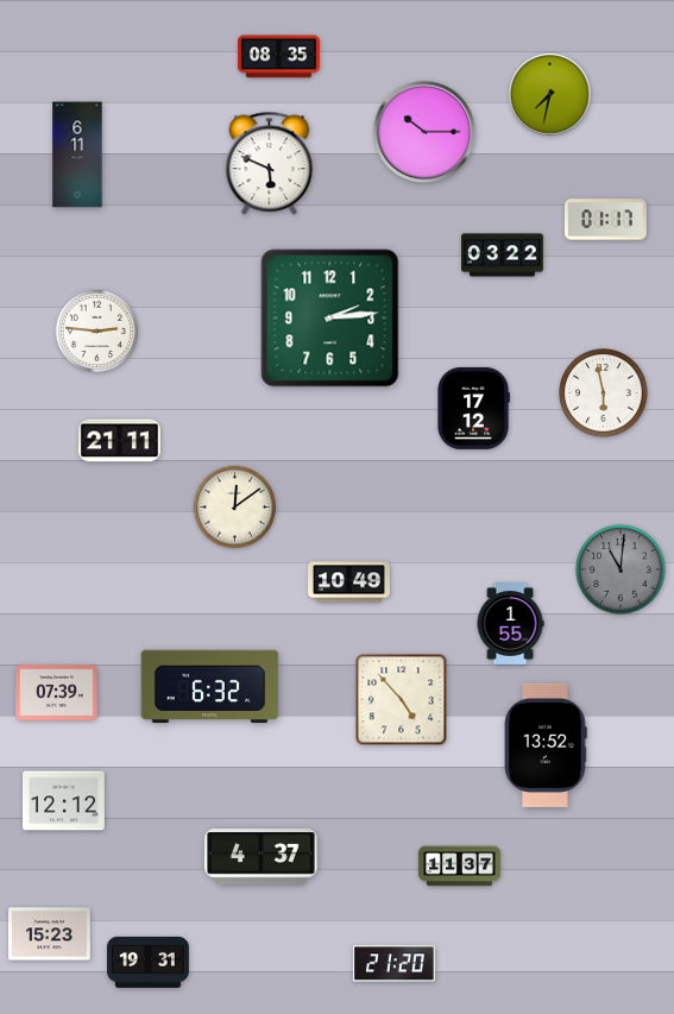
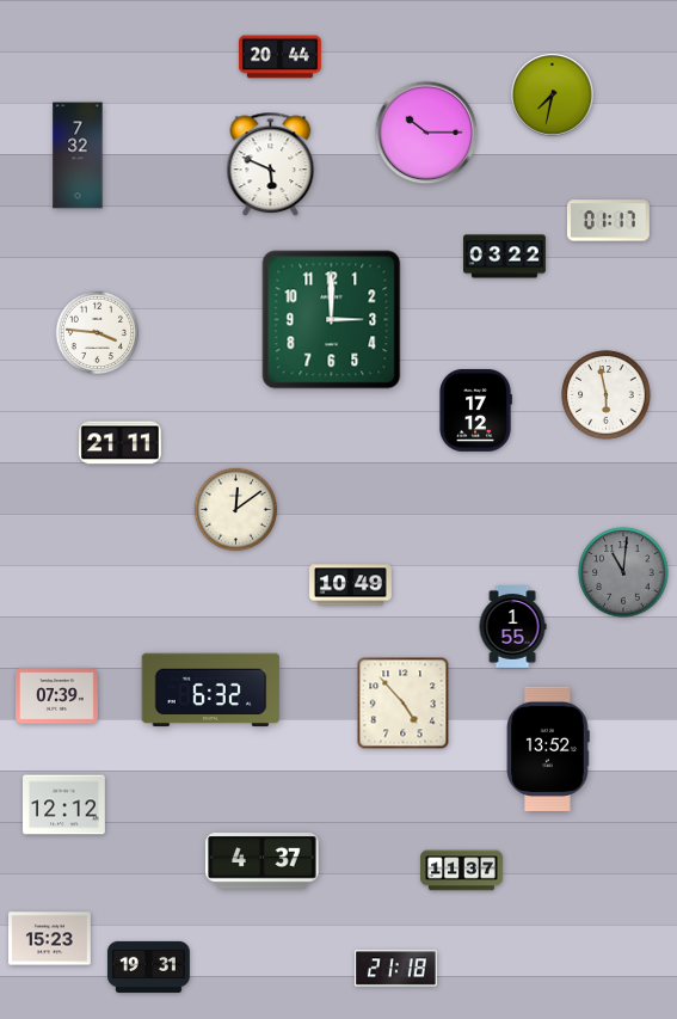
clock at (278, 57): 08:35 -> 20:44
clock at (77, 155): 6:11 -> 7:32
clock at (330, 319): 2:14 -> 3:00
clock at (96, 330): 2:46 -> 3:46
clock at (393, 964): 21:20 -> 21:18
